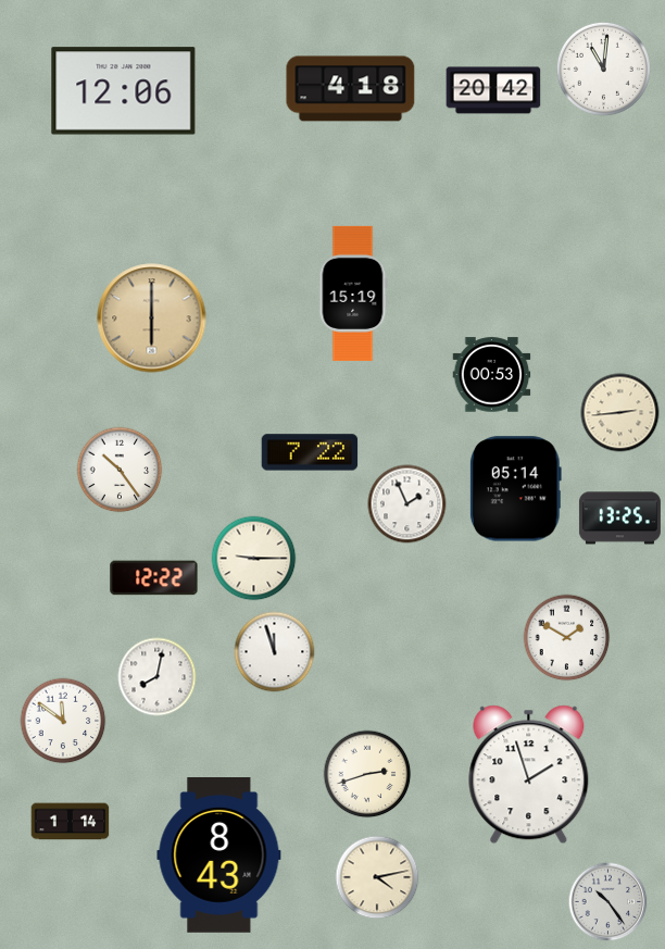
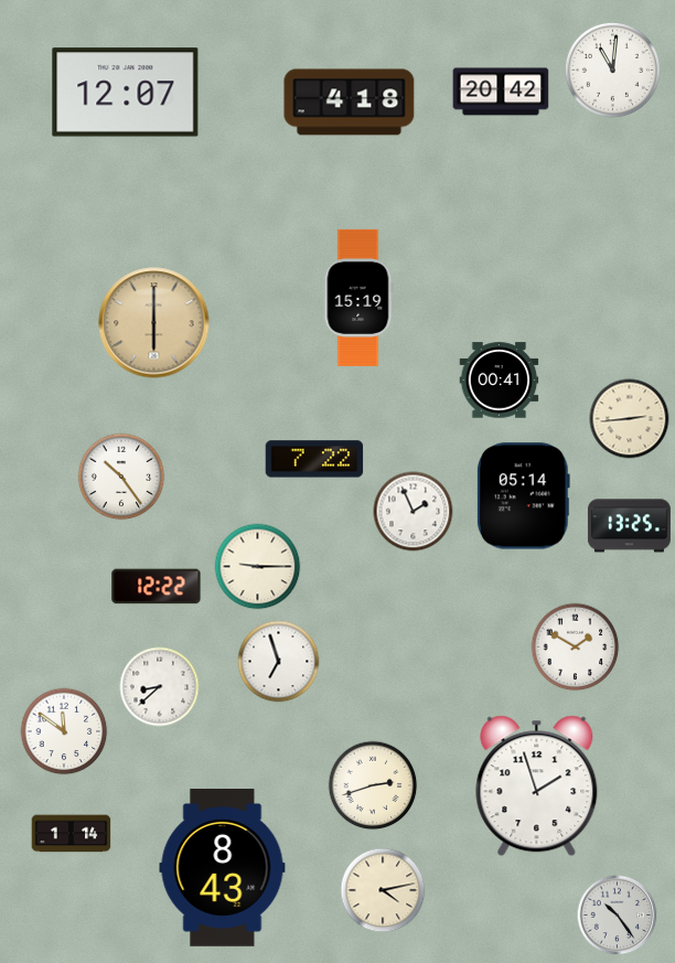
clock at (351, 89) position: (351, 89) -> (350, 103)
clock at (124, 91): 12:06 -> 12:07
clock at (492, 375): 00:53 -> 00:41
clock at (275, 652): 11:57 -> 6:57
clock at (158, 677): 8:02 -> 8:38
